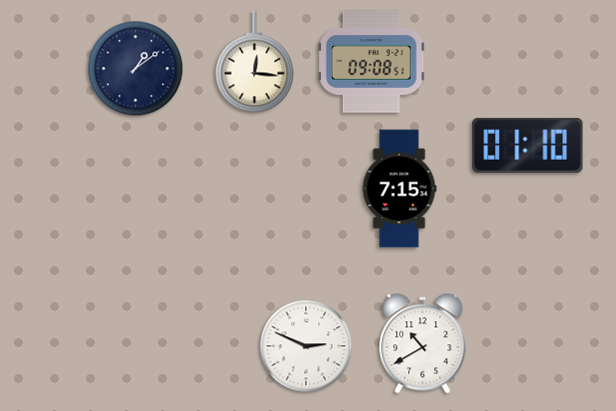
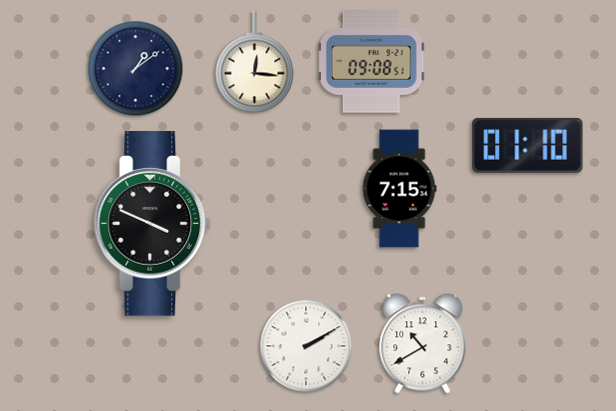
clock at (153, 224): none -> 3:49
clock at (306, 346): 2:49 -> 2:10
